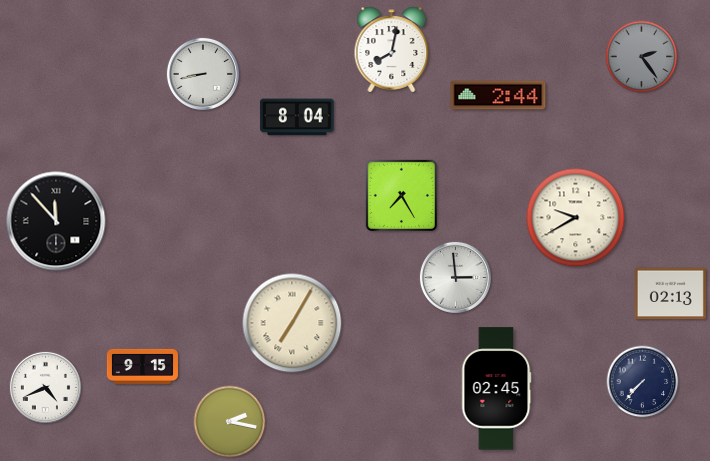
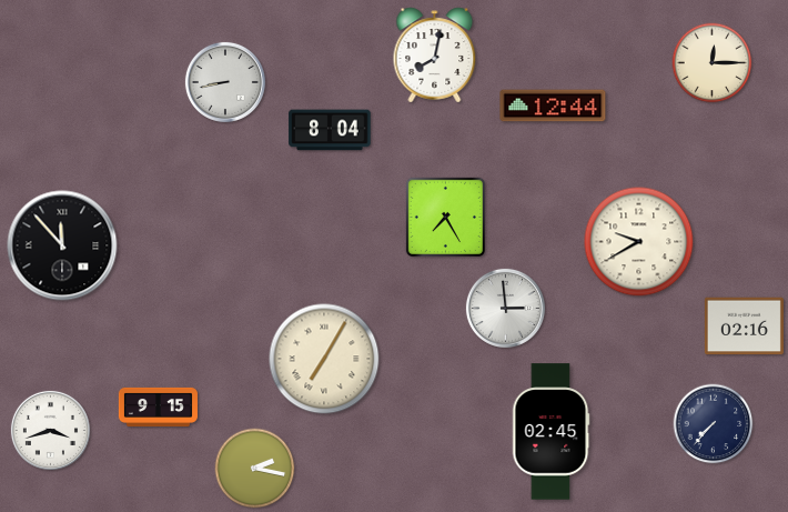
clock at (642, 57): 2:24 -> 12:15
clock at (642, 57) dial: grey -> cream
clock at (498, 95): 2:44 -> 12:44
clock at (670, 294): 02:13 -> 02:16
clock at (45, 387): 4:41 -> 3:42
